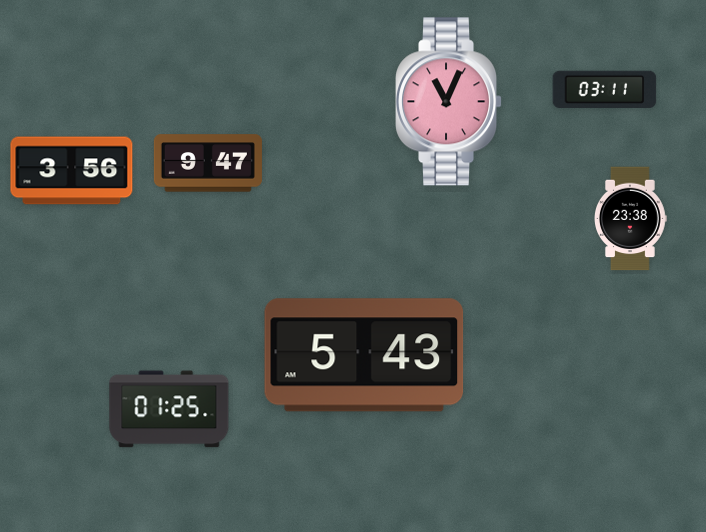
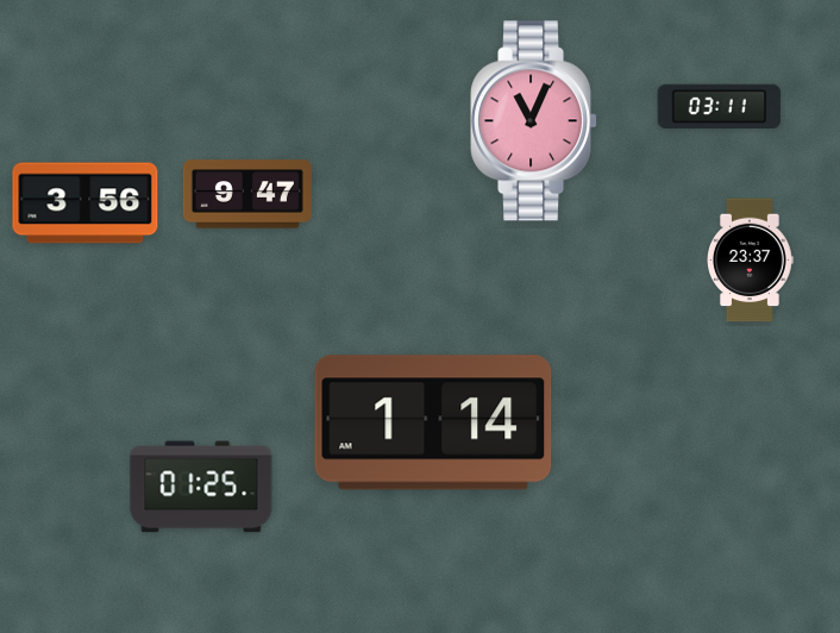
clock at (631, 219): 23:38 -> 23:37
clock at (364, 355): 5:43 -> 1:14
